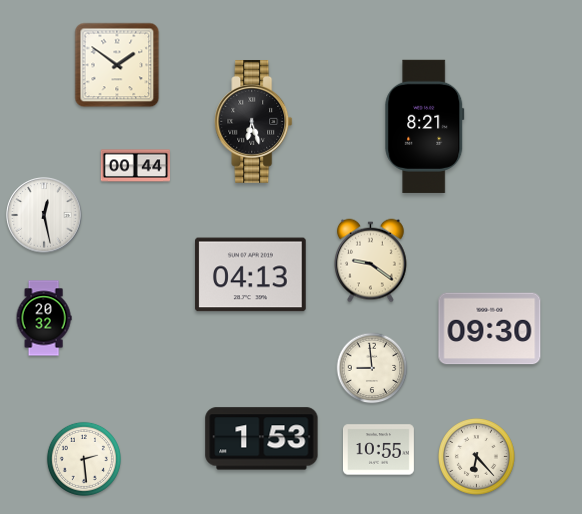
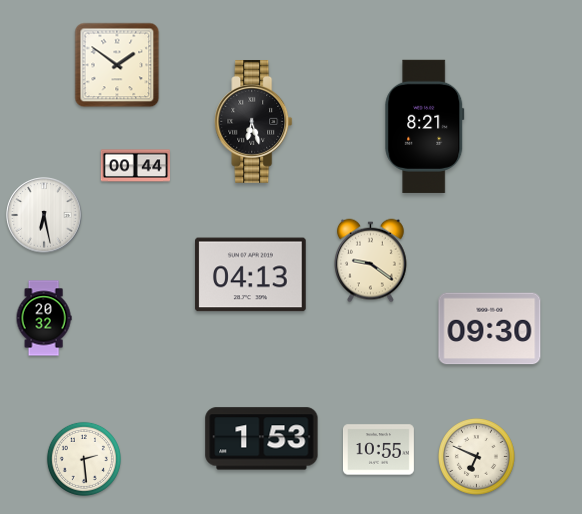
clock at (44, 215): 12:28 -> 6:28
clock at (372, 368): 8:59 -> none
clock at (477, 457): 6:23 -> 6:49
